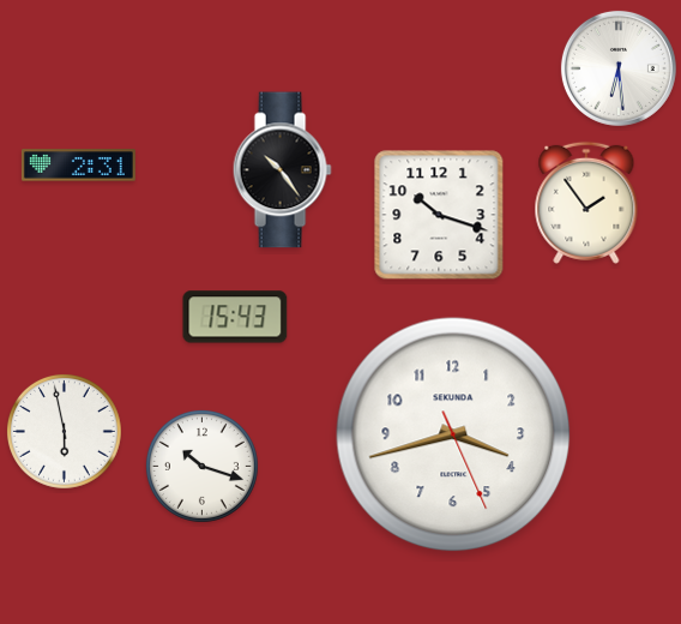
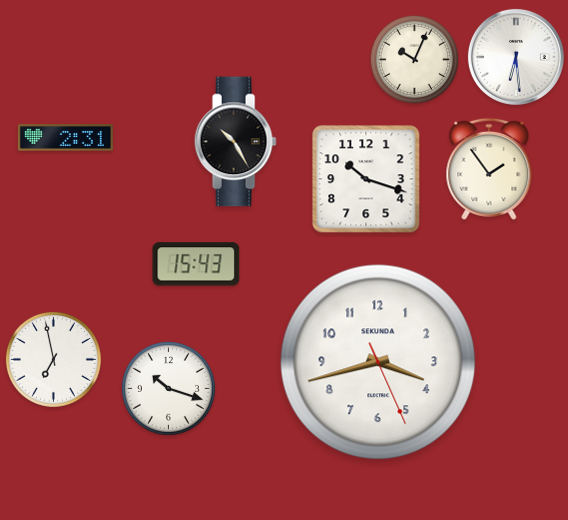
clock at (414, 59): none -> 10:04
clock at (282, 170): 10:24 -> 10:25
clock at (64, 431): 5:58 -> 6:58
